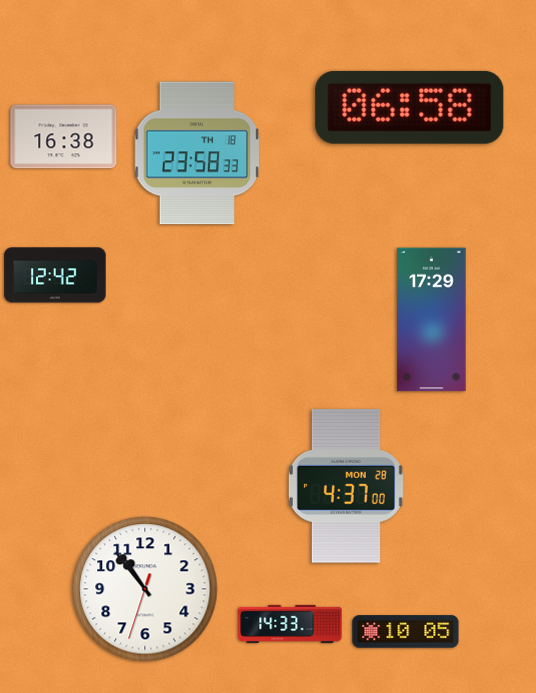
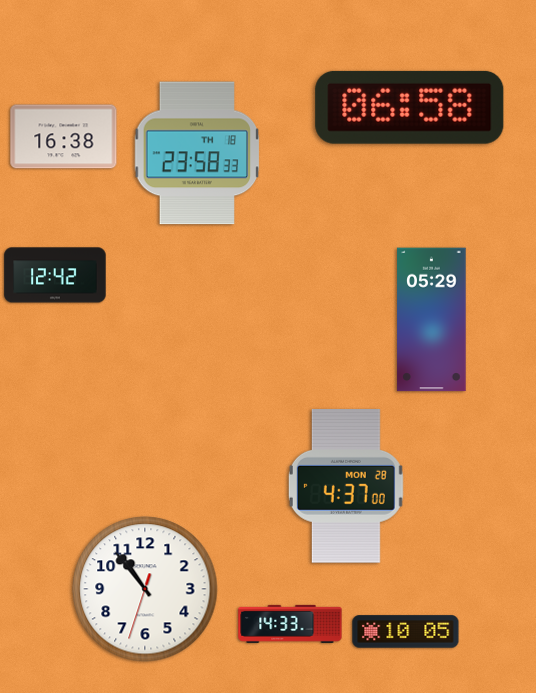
clock at (432, 320): 17:29 -> 05:29
